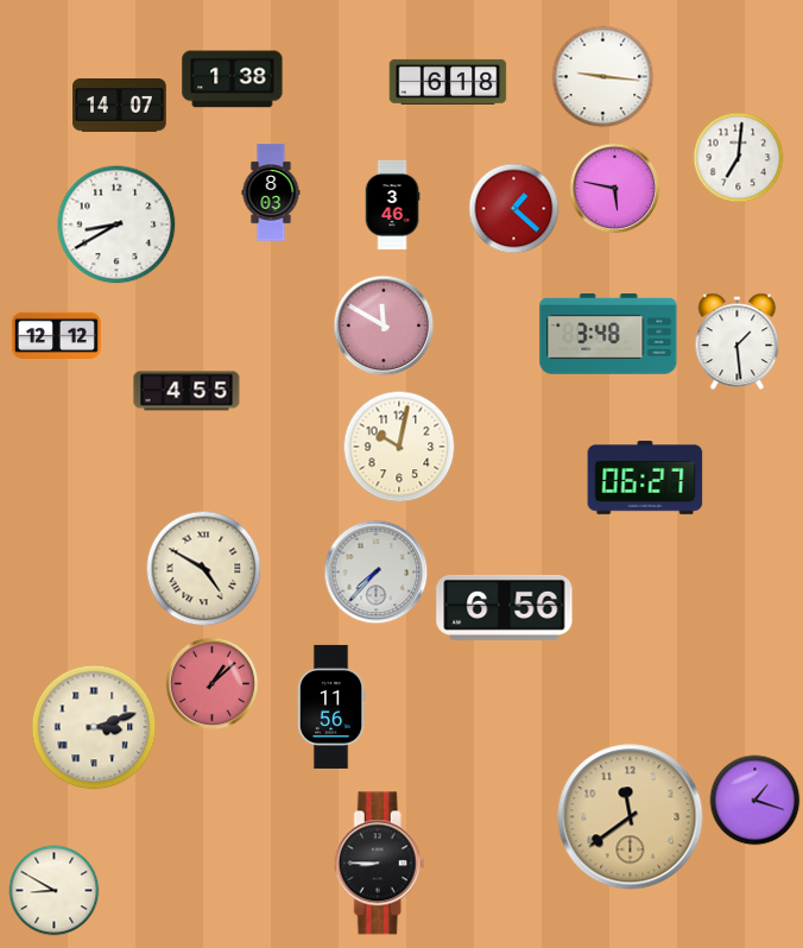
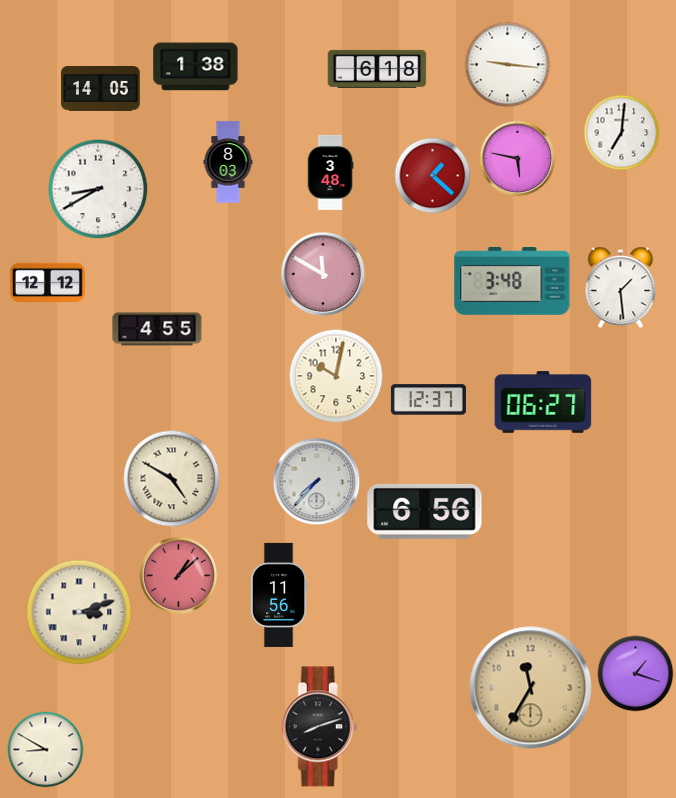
clock at (120, 106): 14:07 -> 14:05
clock at (392, 204): 3:46 -> 3:48
clock at (428, 400): none -> 12:37
clock at (631, 817): 11:39 -> 11:35
clock at (379, 864): 8:45 -> 8:12
